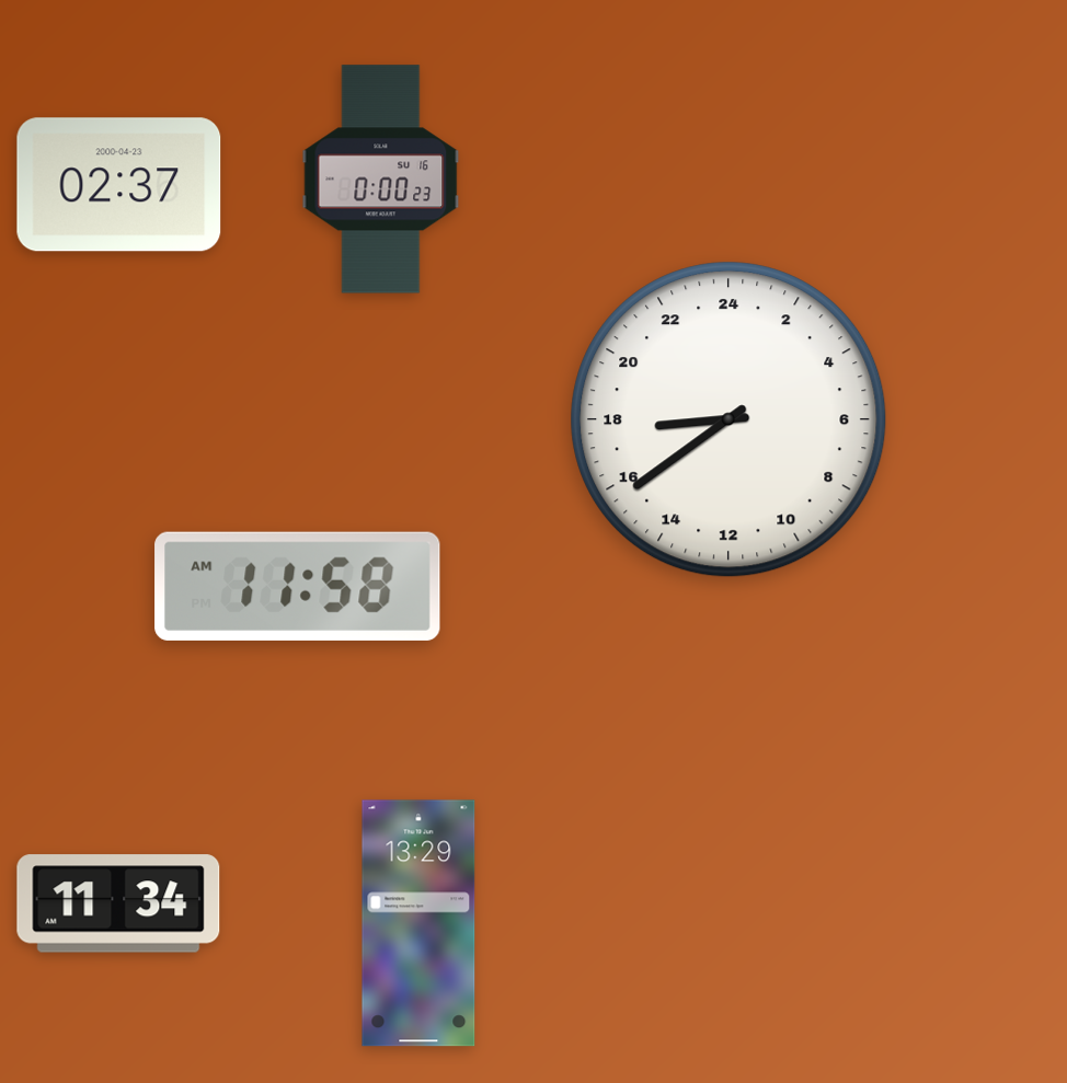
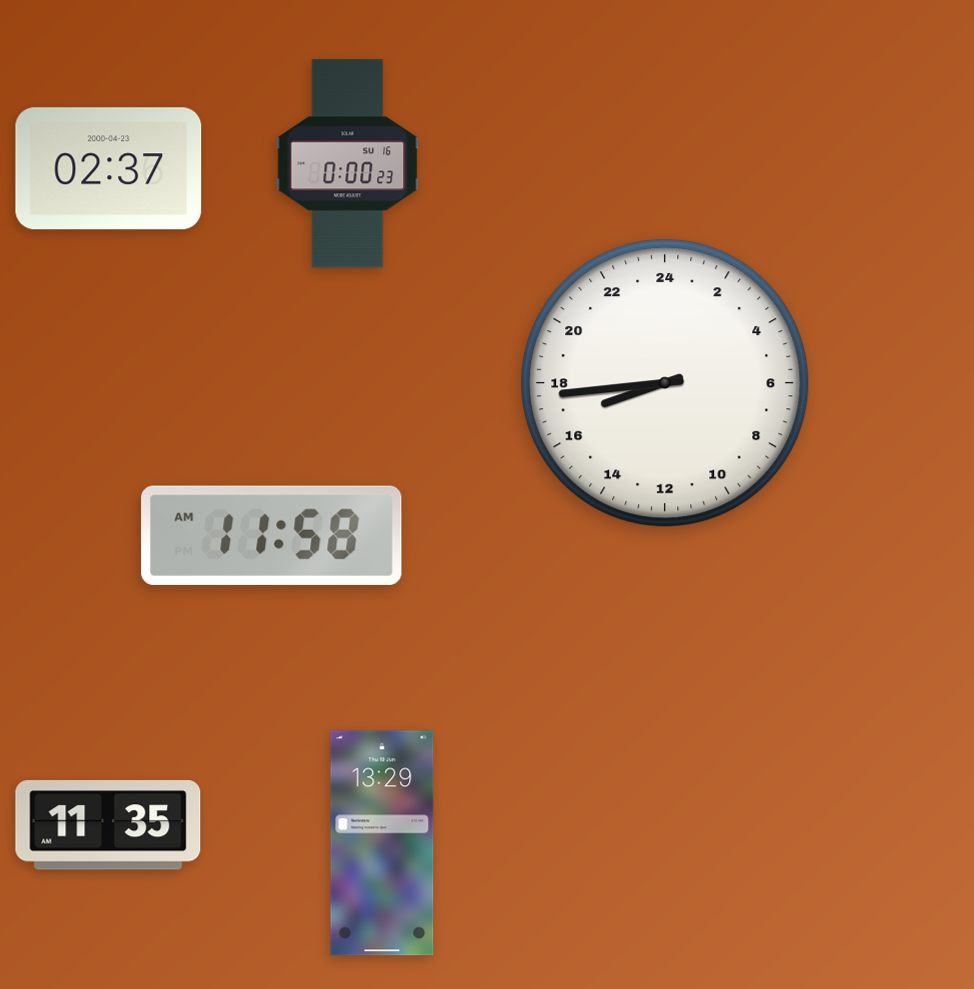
clock at (728, 419): 17:39 -> 16:44
clock at (118, 903): 11:34 -> 11:35
